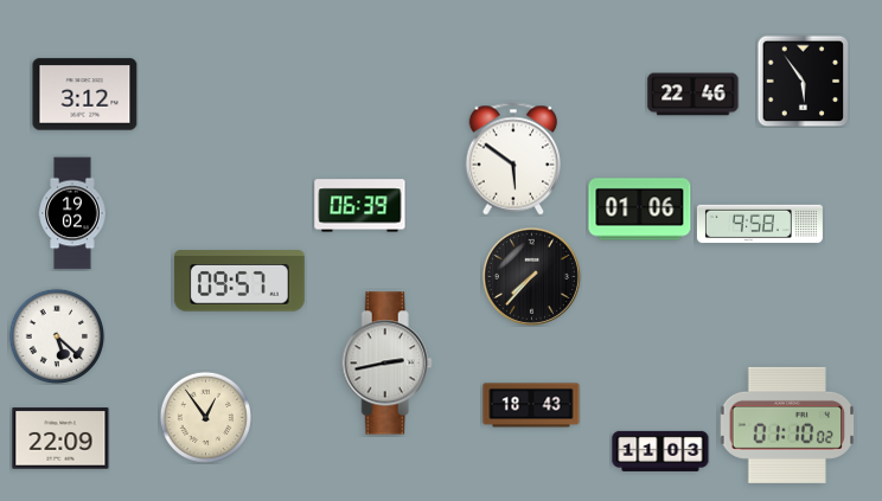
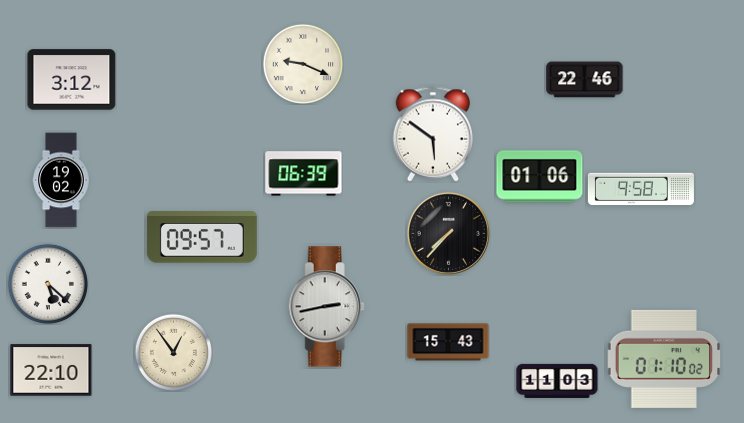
clock at (302, 63): none -> 9:19
clock at (803, 81): 5:54 -> none
clock at (531, 405): 18:43 -> 15:43
clock at (60, 438): 22:09 -> 22:10
